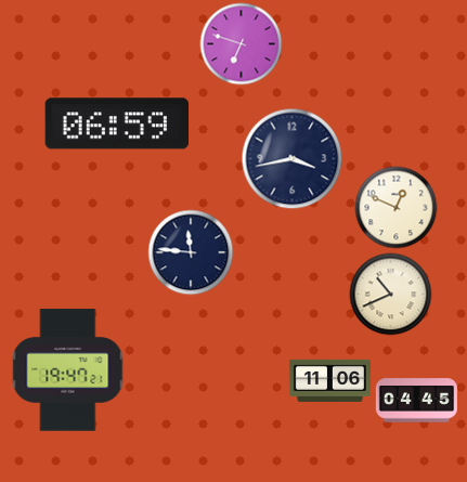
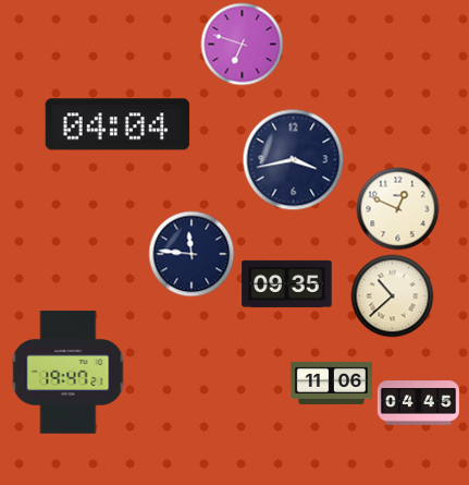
clock at (117, 123): 06:59 -> 04:04
clock at (287, 283): none -> 09:35
clock at (391, 295): 10:41 -> 10:38
